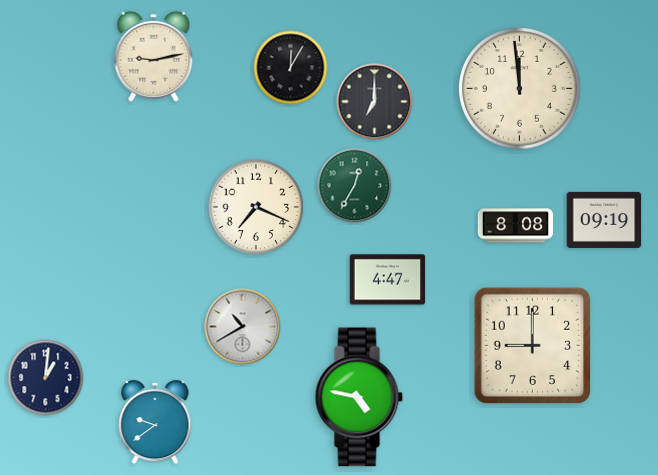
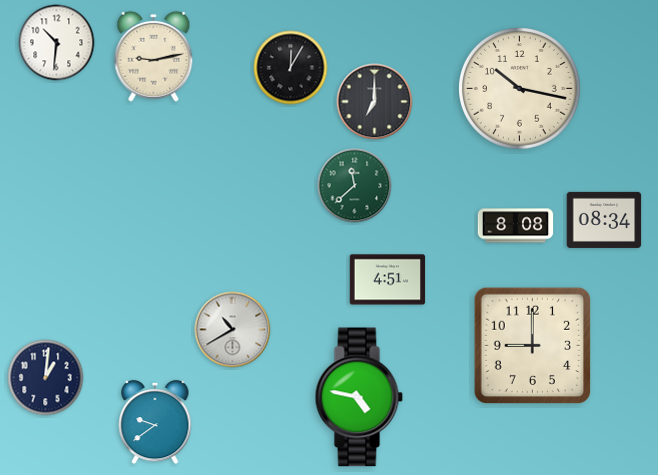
clock at (57, 43): none -> 10:31
clock at (520, 89): 11:59 -> 10:17
clock at (355, 186): 12:35 -> 11:38
clock at (256, 207): 7:19 -> none
clock at (604, 220): 09:19 -> 08:34
clock at (388, 280): 4:47 -> 4:51
clock at (243, 327) position: (243, 327) -> (233, 330)
